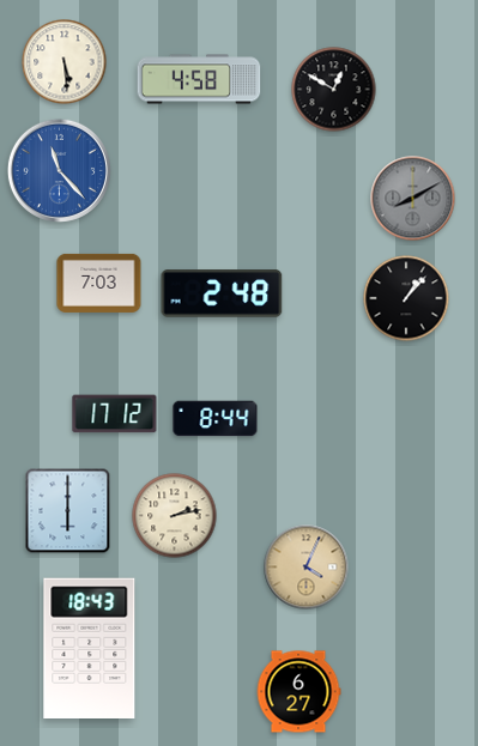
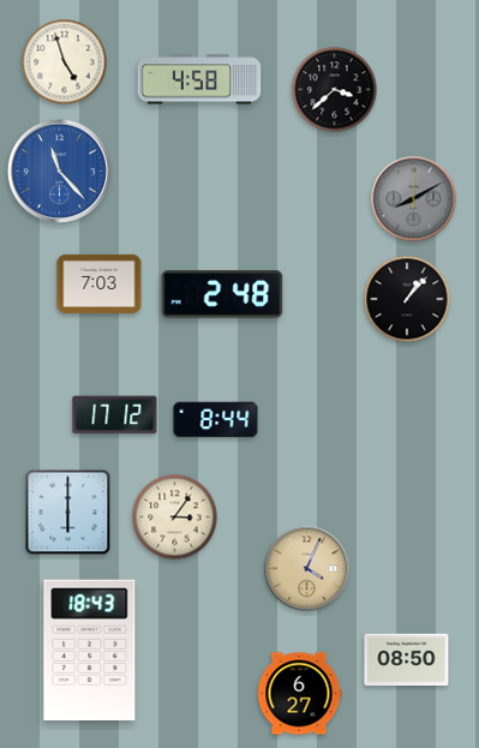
clock at (65, 62): 5:29 -> 4:57
clock at (334, 90): 12:50 -> 3:38
clock at (175, 516): 2:13 -> 3:06
clock at (407, 660): none -> 08:50
